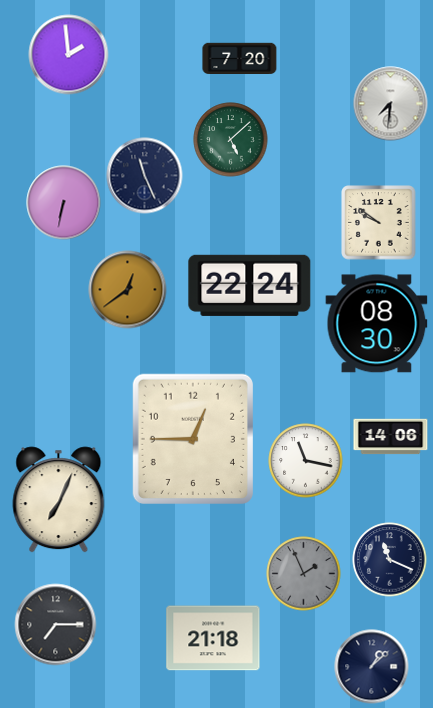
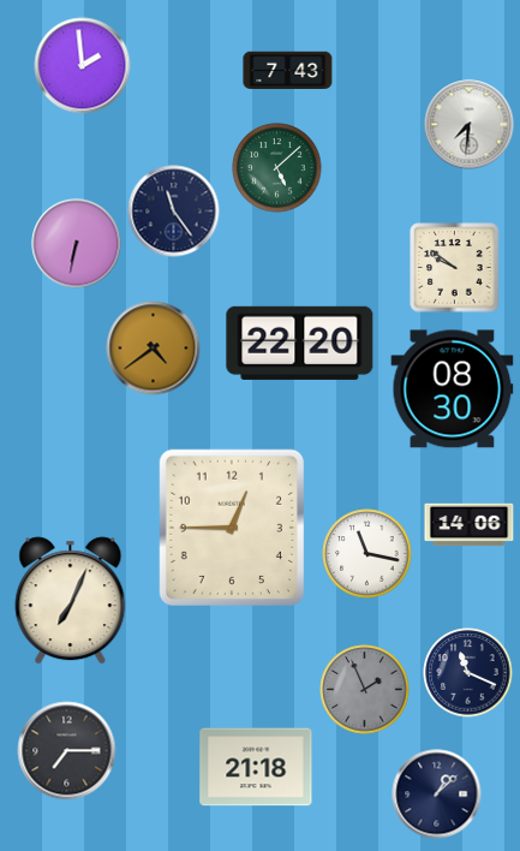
clock at (240, 59): 7:20 -> 7:43
clock at (145, 176): 11:26 -> 11:24
clock at (250, 285): 22:24 -> 22:20
clock at (128, 290): 12:39 -> 4:39
clock at (372, 667) position: (372, 667) -> (437, 795)
